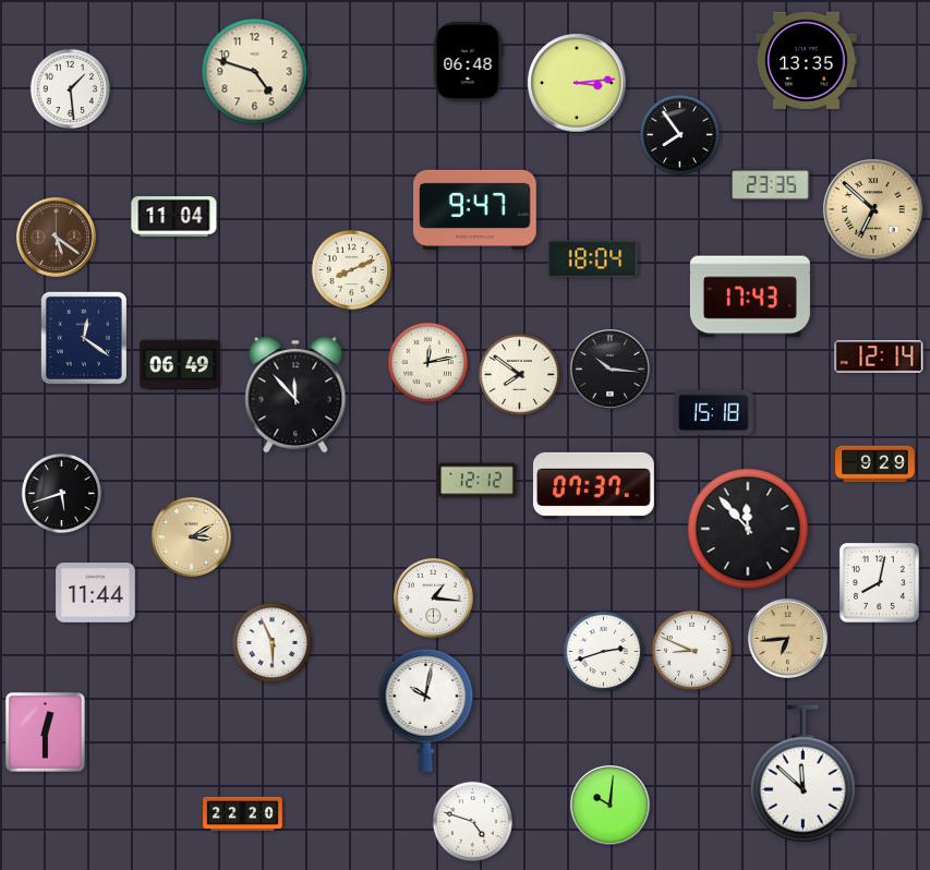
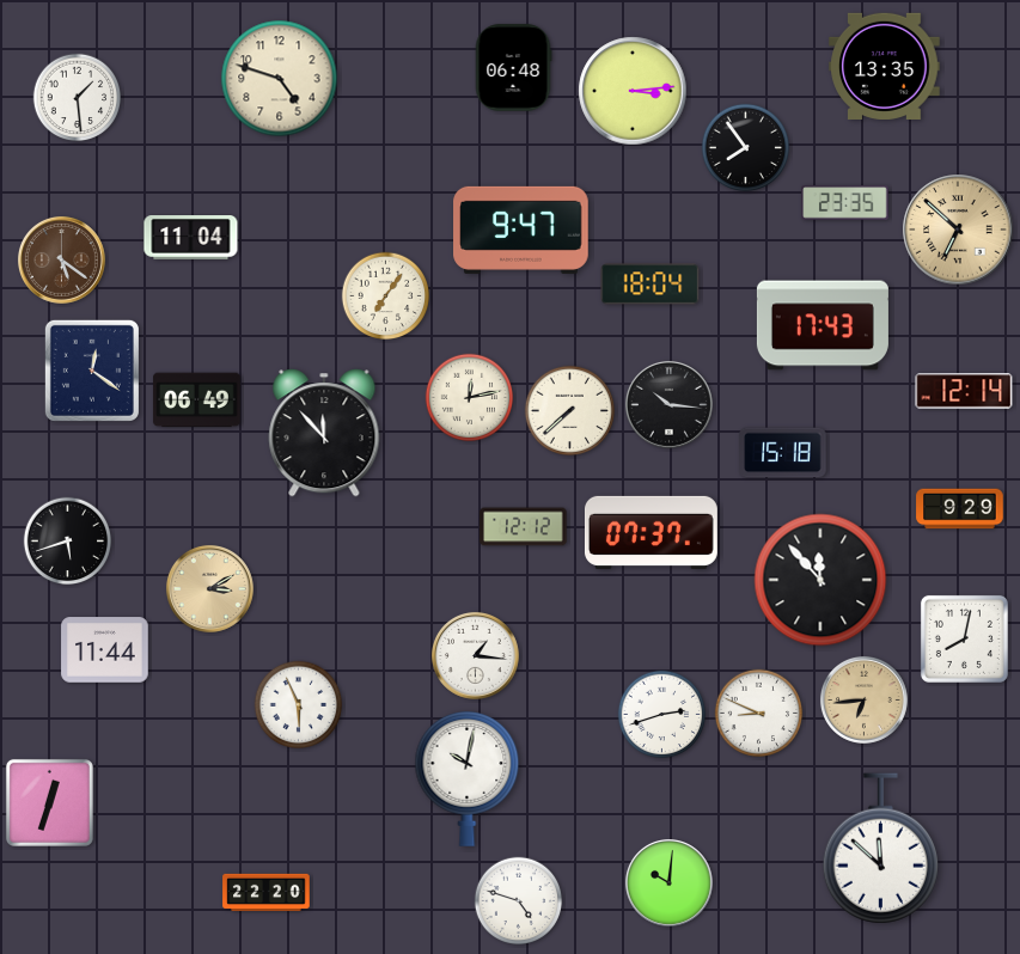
clock at (352, 270): 8:11 -> 7:06
clock at (519, 374): 7:51 -> 7:38
clock at (45, 732): 12:30 -> 12:33
